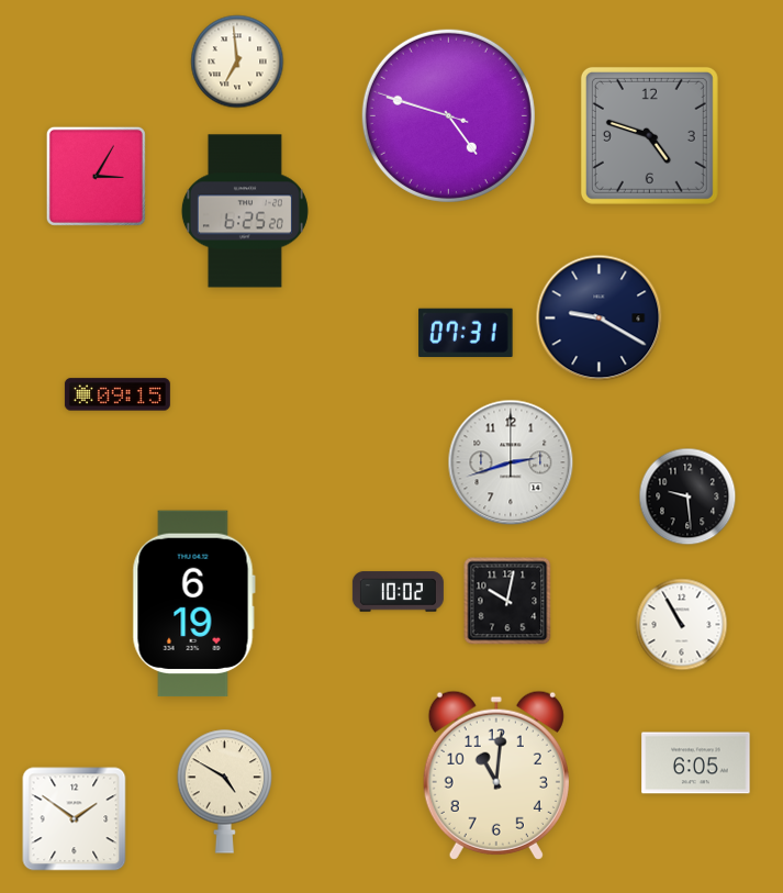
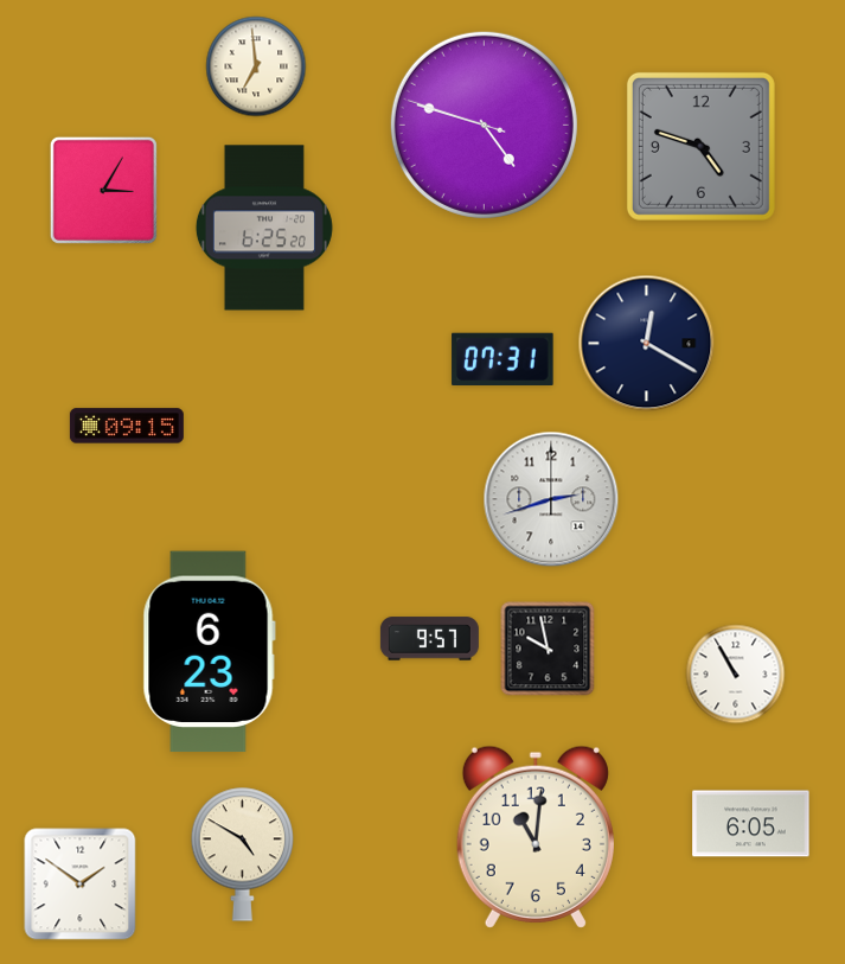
clock at (600, 319): 9:20 -> 12:20
clock at (687, 496): 9:29 -> none
clock at (398, 592): 10:02 -> 9:57
clock at (507, 601): 10:02 -> 9:58
clock at (193, 604): 6:19 -> 6:23
